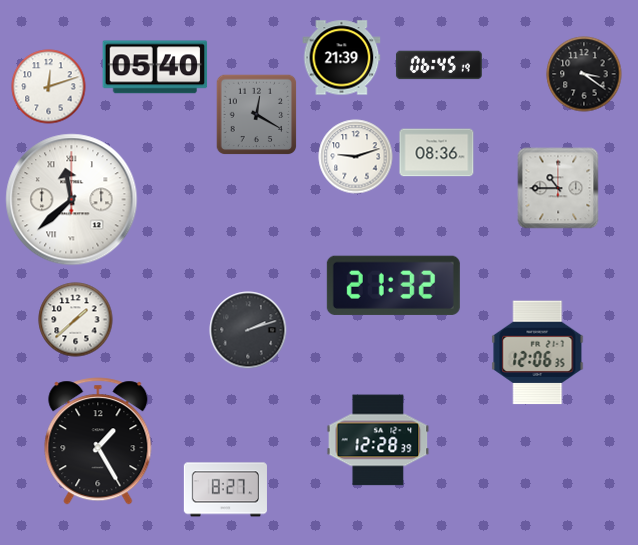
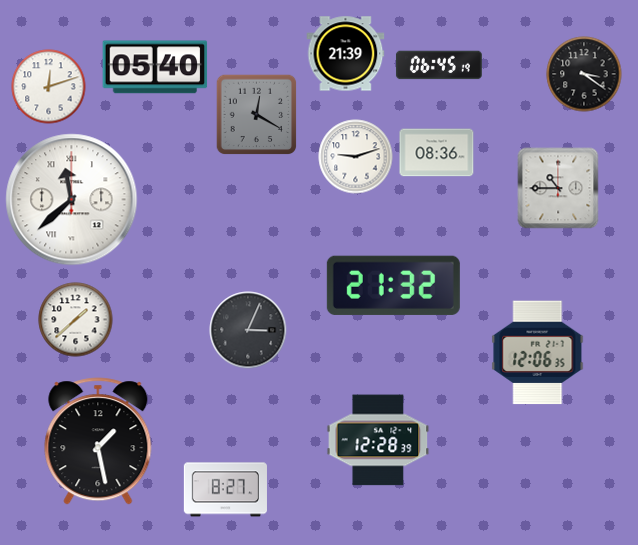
clock at (342, 58) position: (342, 58) -> (346, 54)
clock at (248, 330): 2:12 -> 3:04
clock at (98, 441): 1:25 -> 1:28
